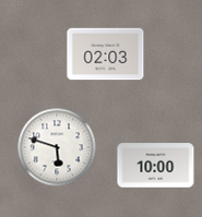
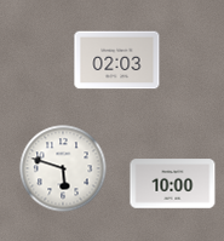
clock at (57, 147) position: (57, 147) -> (63, 168)
